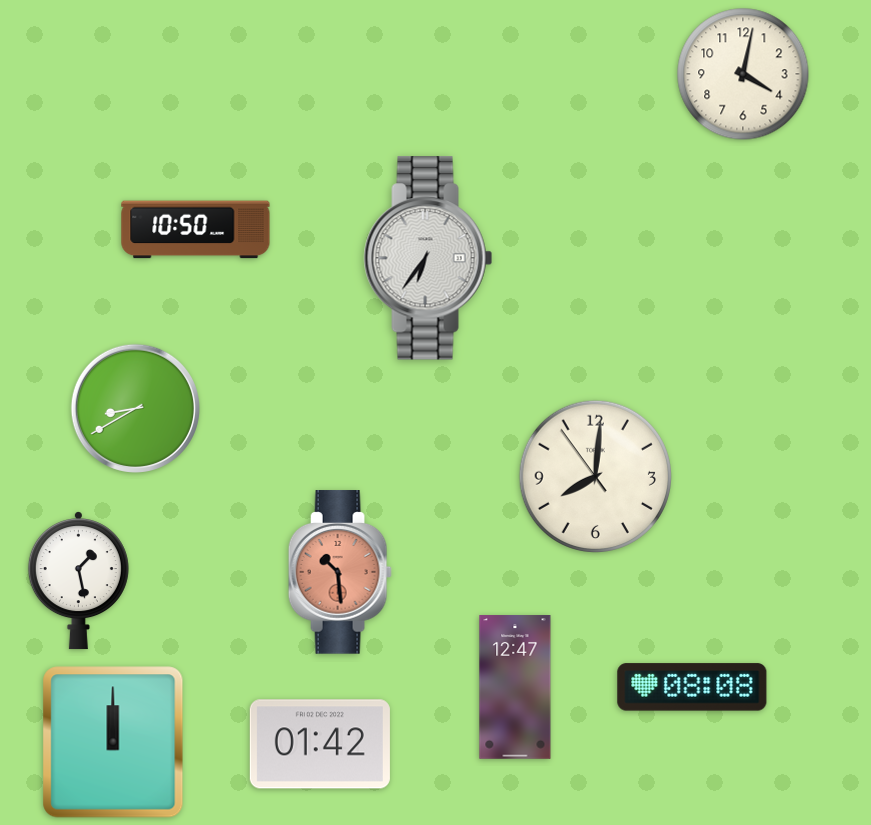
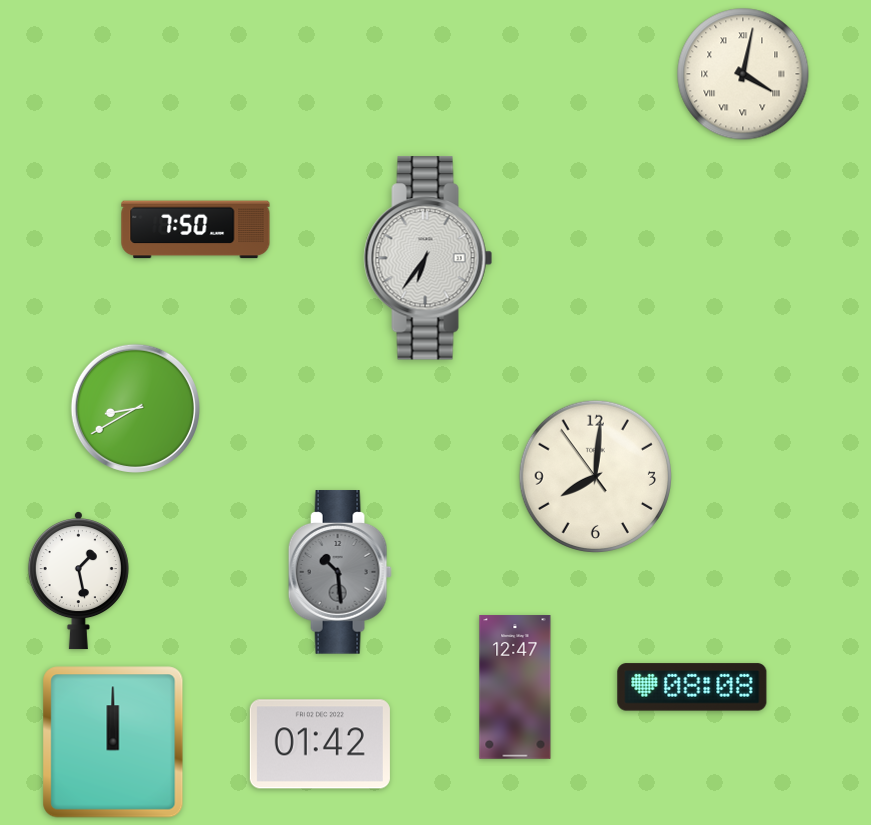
clock at (743, 74) numerals: Arabic -> Roman
clock at (196, 230): 10:50 -> 7:50
clock at (340, 572) dial: salmon -> grey
